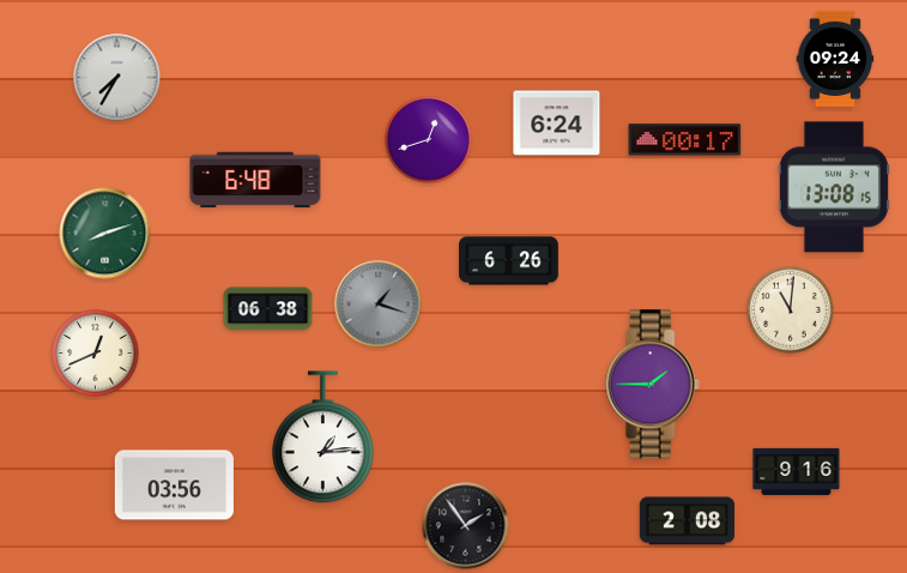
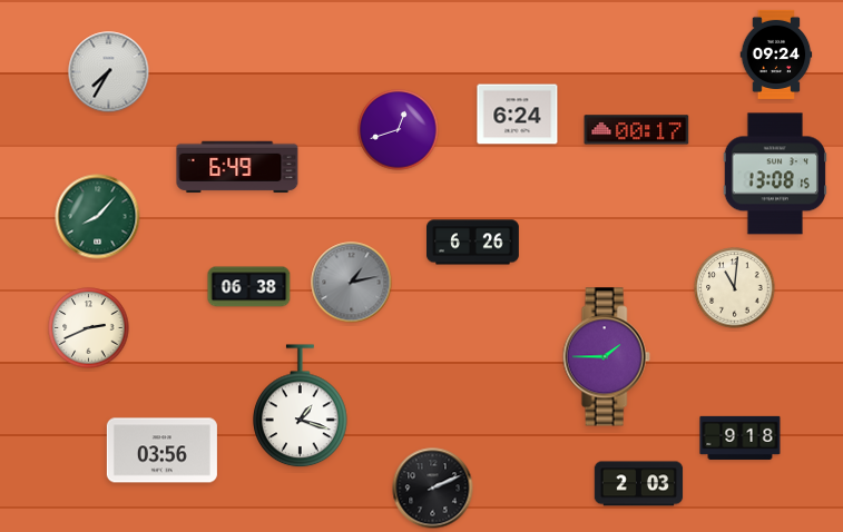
clock at (255, 180): 6:48 -> 6:49
clock at (105, 234): 8:12 -> 8:07
clock at (379, 304): 1:18 -> 1:13
clock at (96, 354): 12:41 -> 2:41
clock at (324, 438): 1:14 -> 1:18
clock at (797, 471): 9:16 -> 9:18
clock at (688, 521): 2:08 -> 2:03
clock at (466, 526): 1:54 -> 2:11
